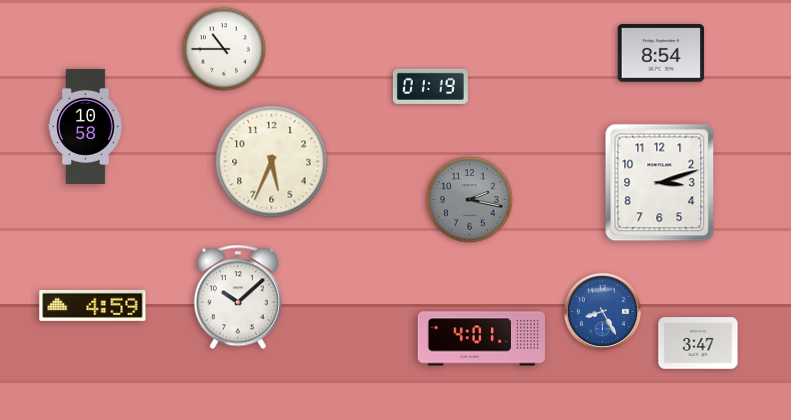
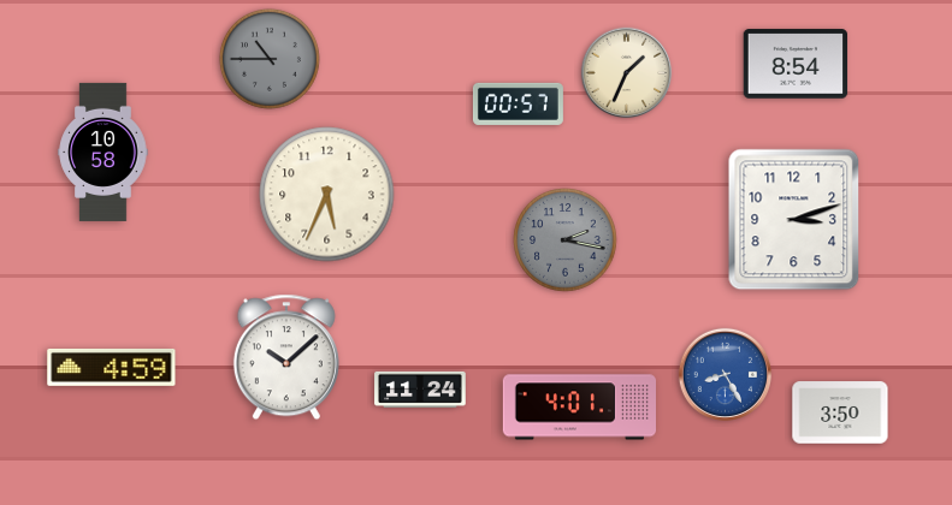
clock at (224, 49) dial: white -> grey
clock at (627, 73): none -> 1:34
clock at (430, 86): 01:19 -> 00:57
clock at (420, 390): none -> 11:24
clock at (698, 343): 3:47 -> 3:50
